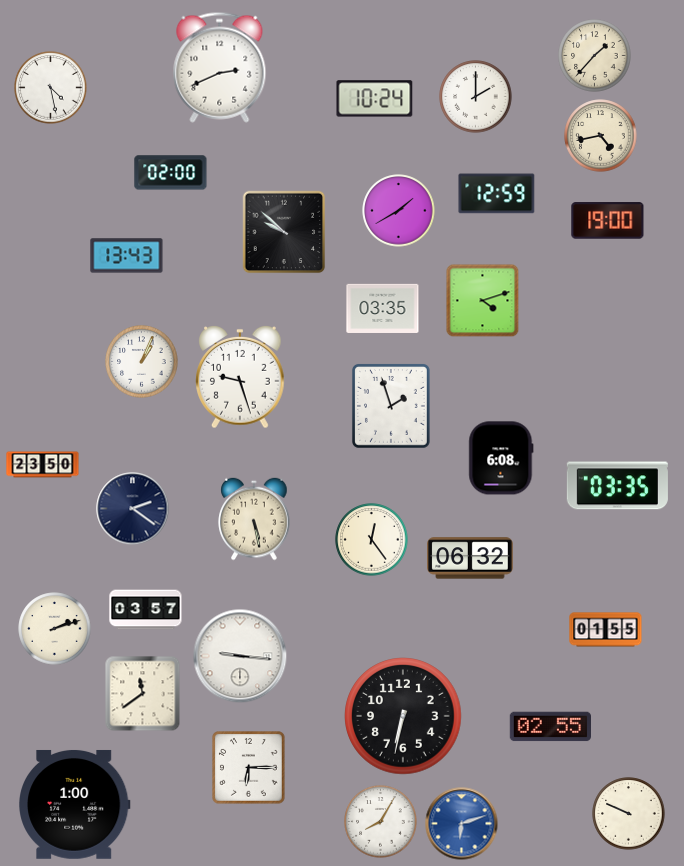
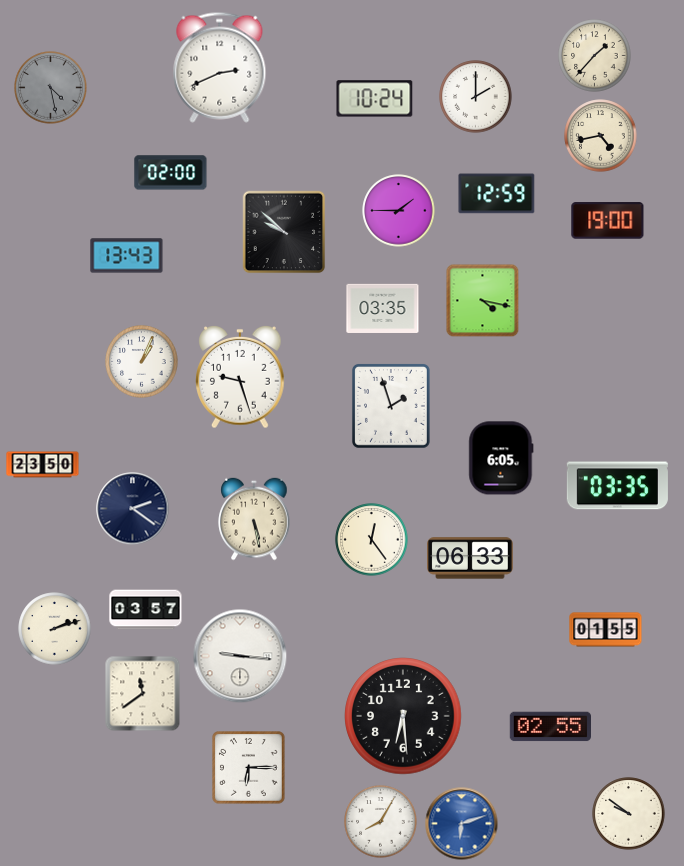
clock at (51, 88) dial: white -> grey
clock at (399, 211): 1:40 -> 1:45
clock at (483, 301): 4:12 -> 4:17
clock at (501, 458): 6:08 -> 6:05
clock at (470, 558): 06:32 -> 06:33
clock at (403, 716): 6:32 -> 6:29
clock at (74, 804): 1:00 -> none
clock at (629, 814): 9:49 -> 9:51
